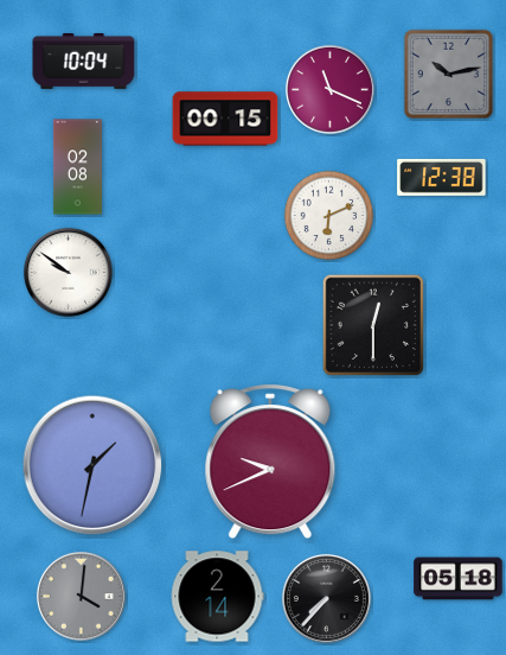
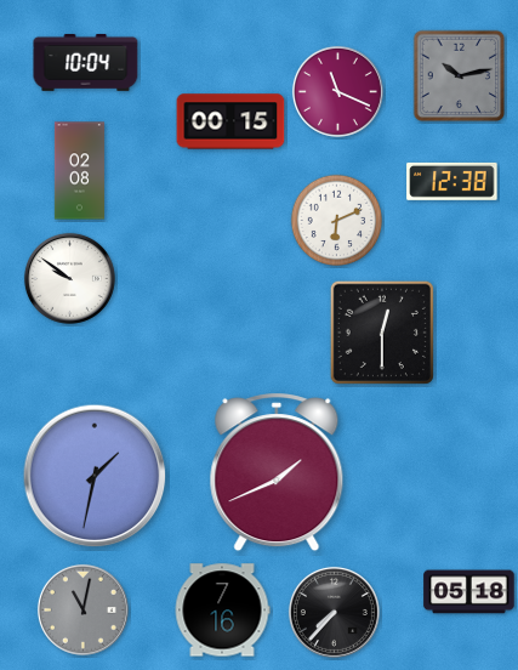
clock at (270, 462): 9:41 -> 1:41
clock at (81, 596): 4:01 -> 11:02
clock at (217, 597): 2:14 -> 7:16
